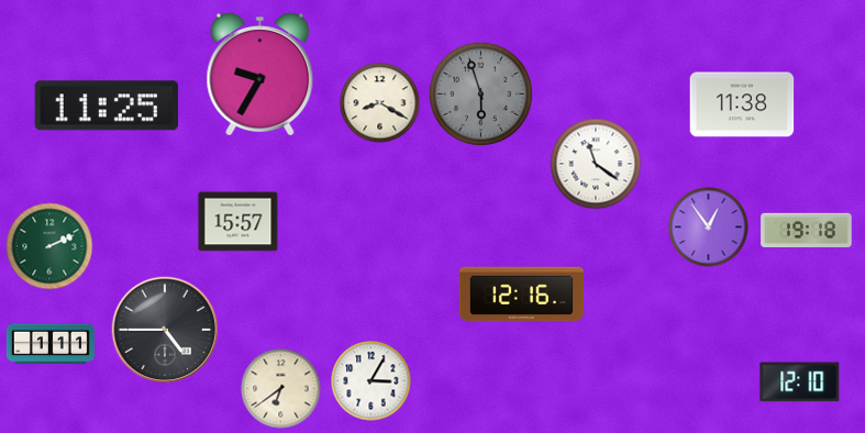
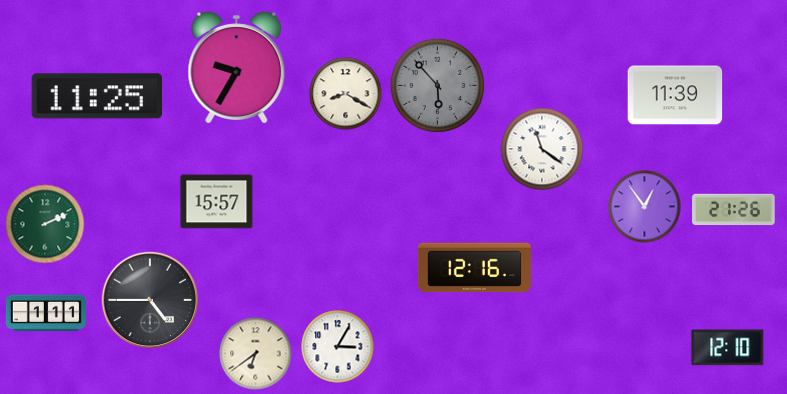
clock at (481, 95): 5:57 -> 5:53
clock at (742, 104): 11:38 -> 11:39
clock at (807, 231): 19:18 -> 21:26
